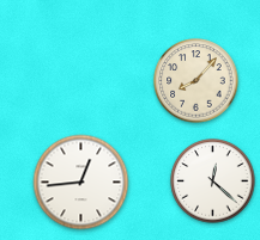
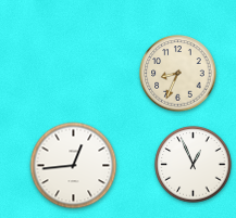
clock at (196, 81): 8:07 -> 8:34
clock at (213, 181): 12:22 -> 12:56
